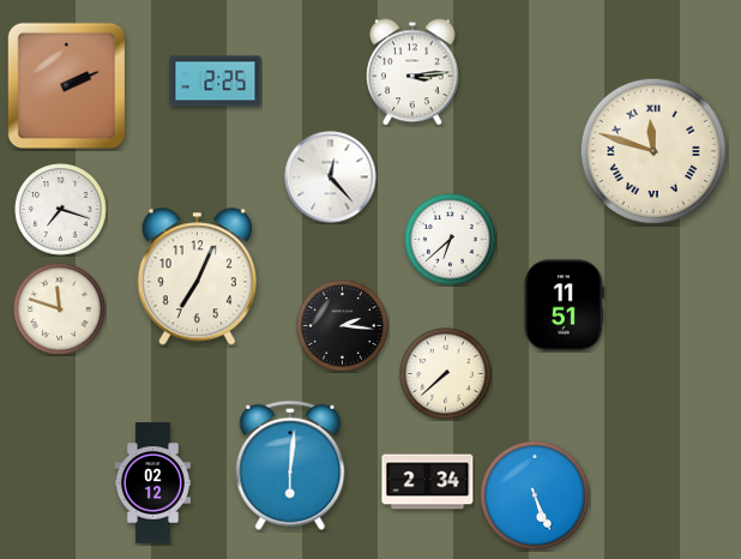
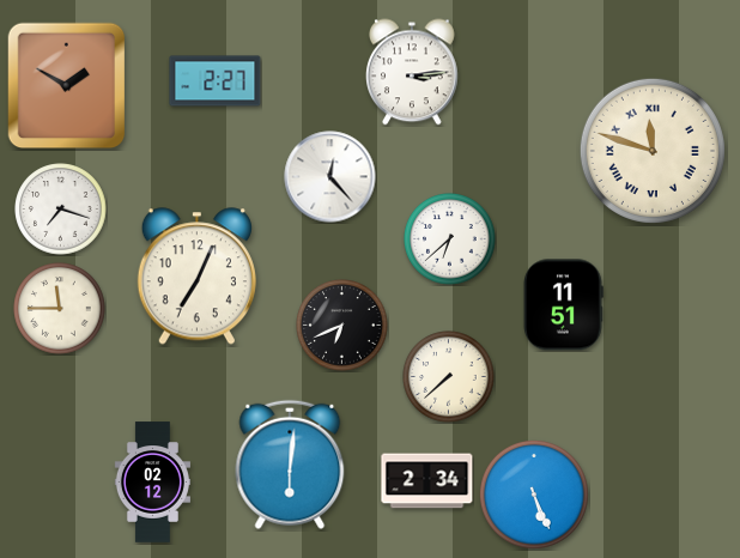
clock at (216, 82): 2:25 -> 2:27
clock at (67, 86): 2:11 -> 1:50
clock at (60, 309): 11:48 -> 11:45
clock at (343, 326): 2:16 -> 6:41
clock at (446, 374) position: (446, 374) -> (449, 377)
